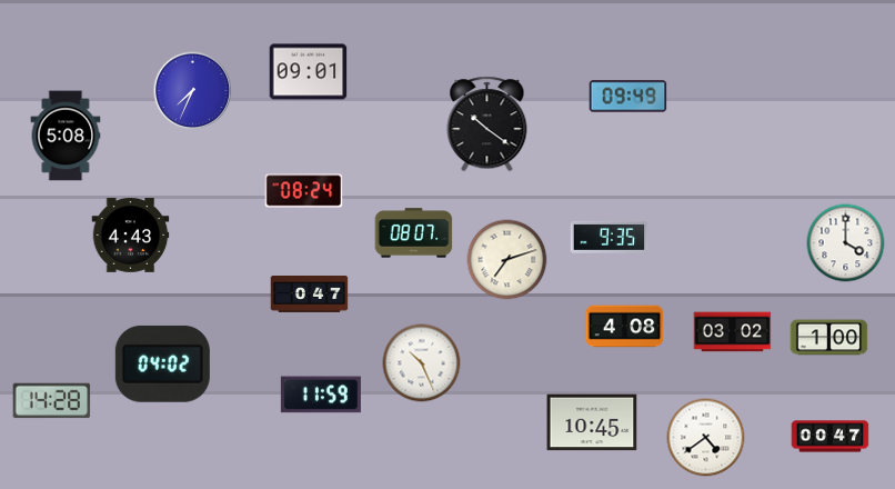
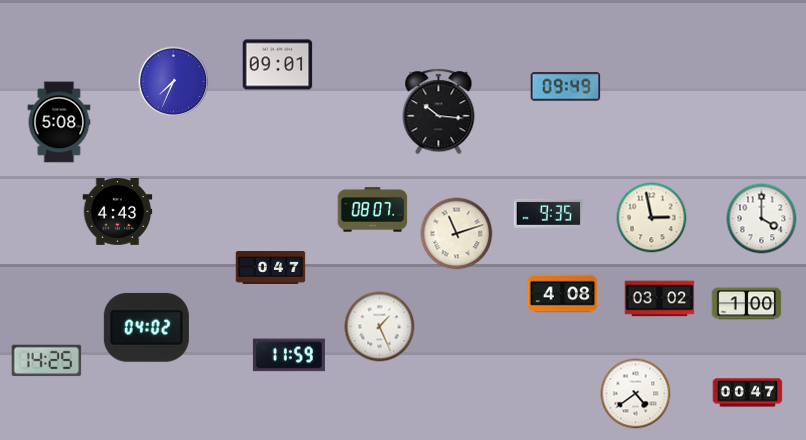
clock at (487, 124): 10:21 -> 10:16
clock at (304, 191): 08:24 -> none
clock at (652, 218): none -> 2:58
clock at (507, 260): 7:12 -> 11:12
clock at (310, 295) position: (310, 295) -> (271, 268)
clock at (422, 363): 10:26 -> 1:26
clock at (52, 401): 14:28 -> 14:25
clock at (592, 422): 10:45 -> none
